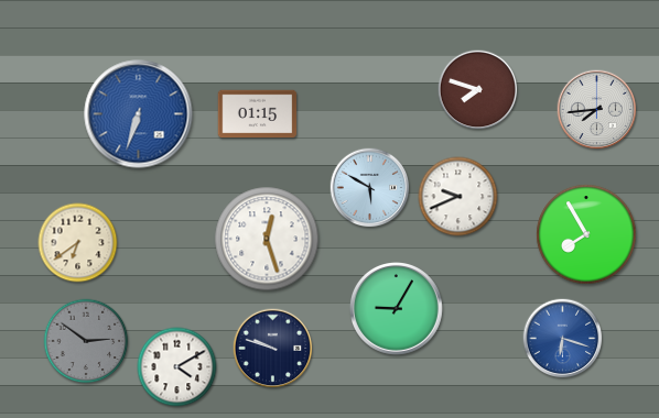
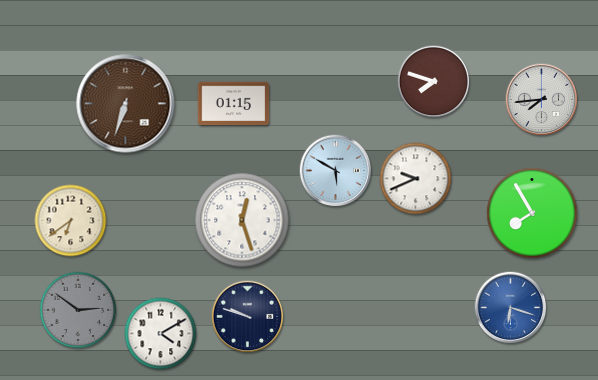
clock at (139, 114) dial: blue -> brown
clock at (267, 239) position: (267, 239) -> (242, 220)
clock at (397, 309): 9:05 -> none
